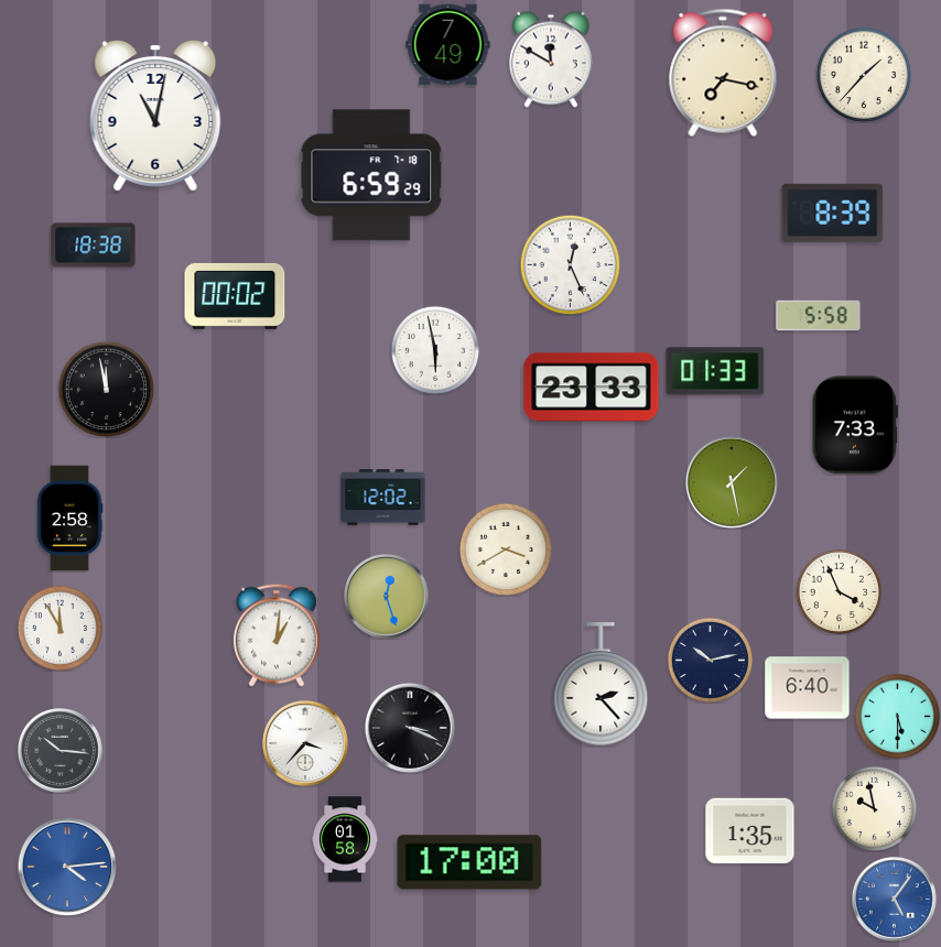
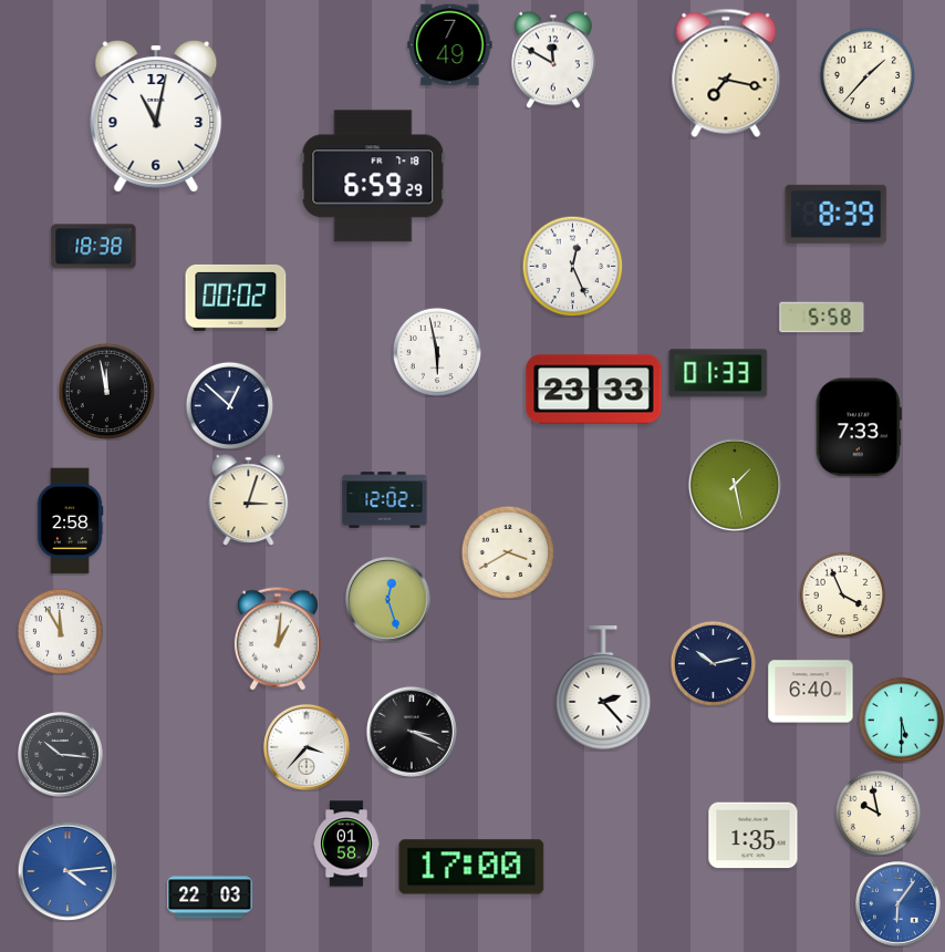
clock at (229, 405): none -> 12:52
clock at (249, 500): none -> 3:03
clock at (210, 898): none -> 22:03
clock at (895, 900): 5:06 -> 6:06
